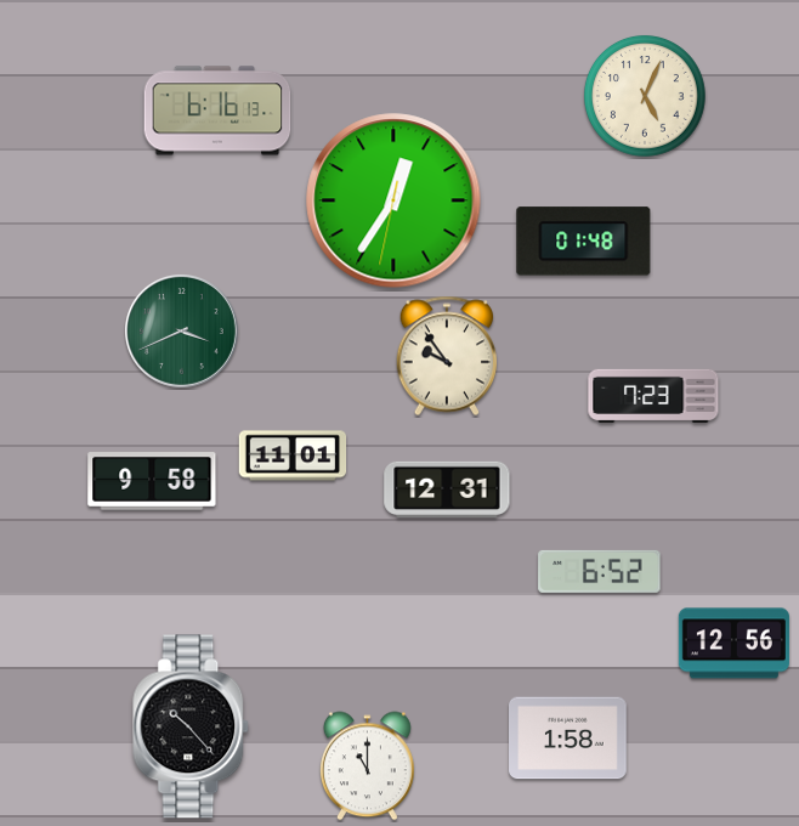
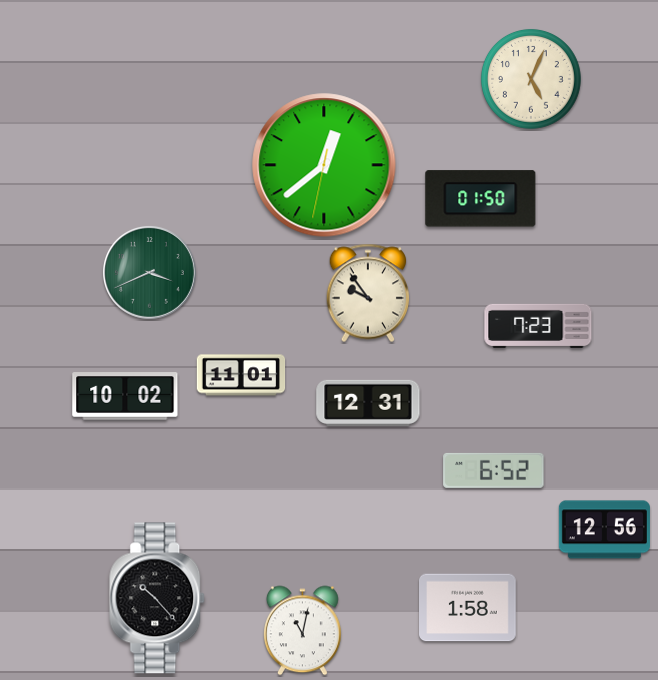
clock at (217, 111): 6:16 -> none
clock at (393, 200): 12:35 -> 12:38
clock at (584, 242): 01:48 -> 01:50
clock at (152, 481): 9:58 -> 10:02
clock at (367, 766): 11:00 -> 11:02
